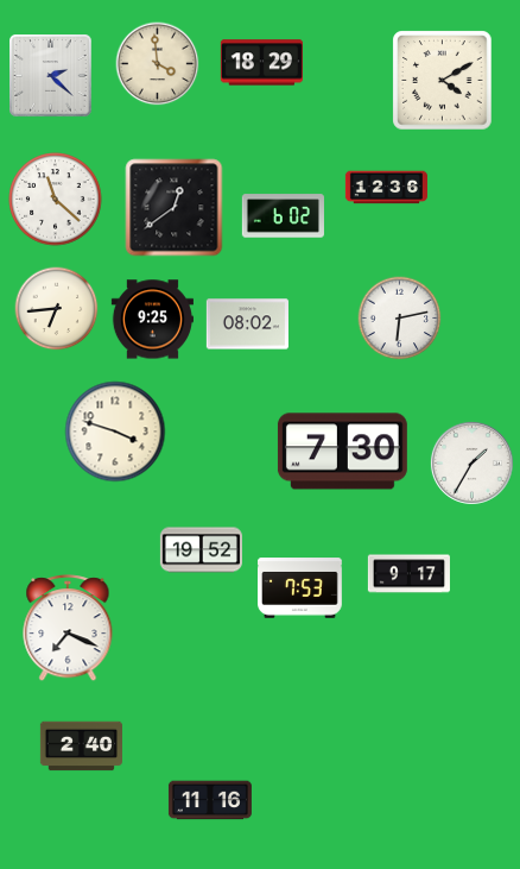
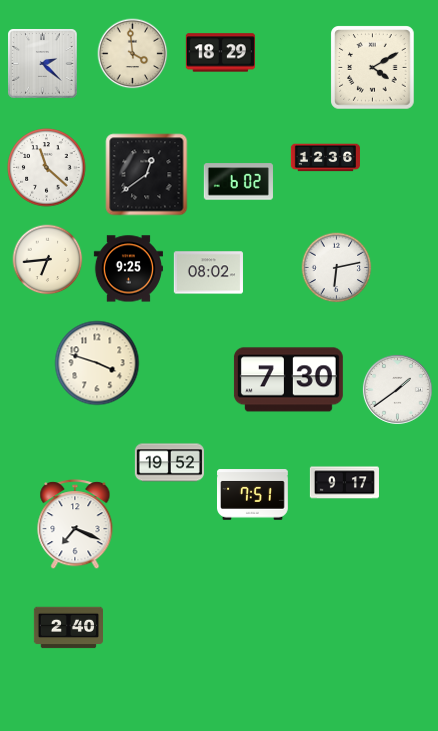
clock at (471, 462): 1:35 -> 1:39
clock at (300, 588): 7:53 -> 7:51
clock at (68, 629) position: (68, 629) -> (75, 525)
clock at (210, 800): 11:16 -> none
